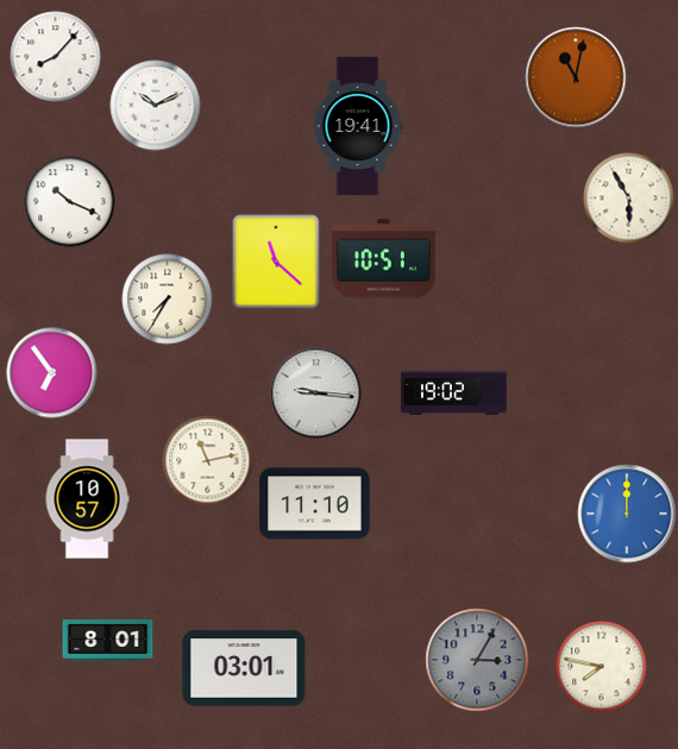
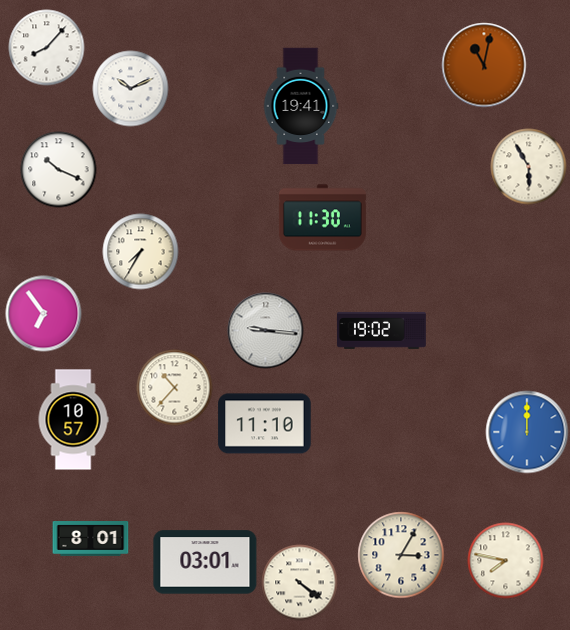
clock at (383, 259): 10:51 -> 11:30
clock at (276, 262): 11:22 -> none
clock at (208, 461): 11:13 -> 10:37
clock at (477, 660) dial: grey -> cream
clock at (300, 583): none -> 4:21
